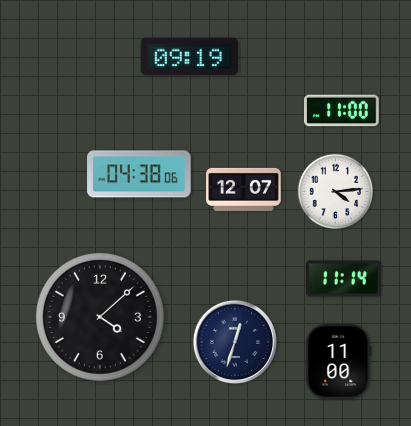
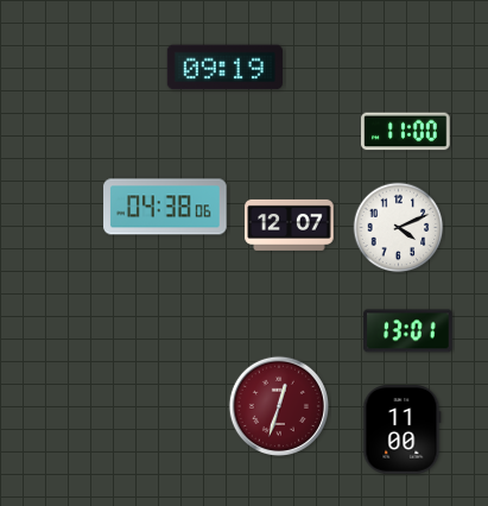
clock at (336, 192): 4:14 -> 4:11
clock at (344, 279): 11:14 -> 13:01
clock at (100, 317): 4:08 -> none
clock at (234, 341) dial: navy -> burgundy
